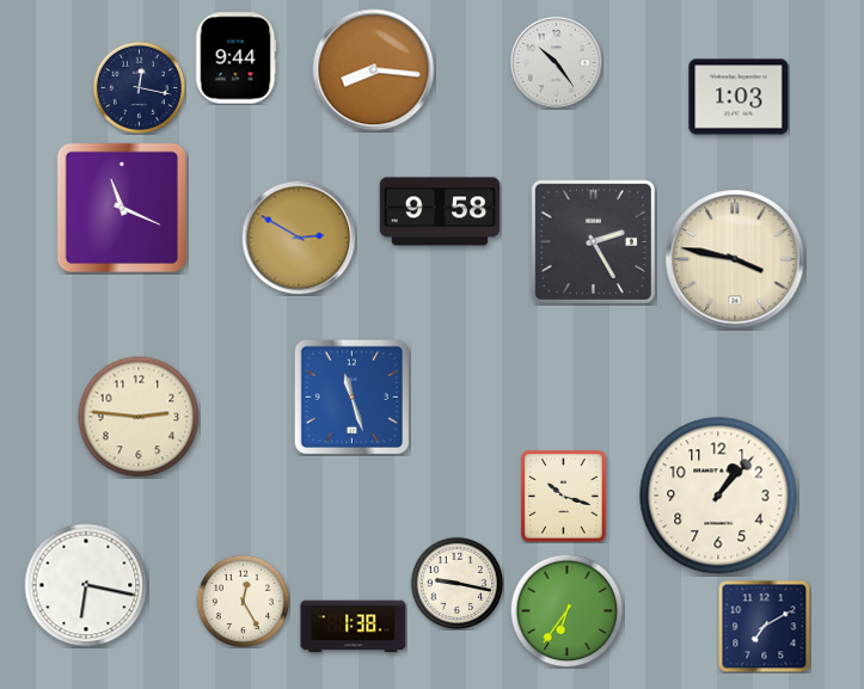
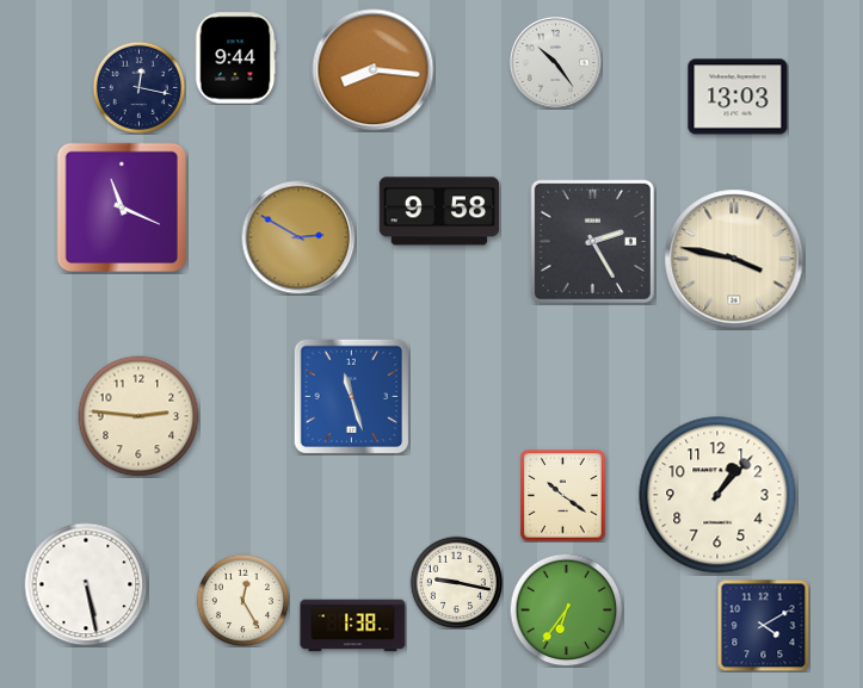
clock at (739, 97): 1:03 -> 13:03
clock at (564, 497): 10:18 -> 10:21
clock at (86, 585): 6:17 -> 5:28
clock at (764, 626): 7:10 -> 4:10
